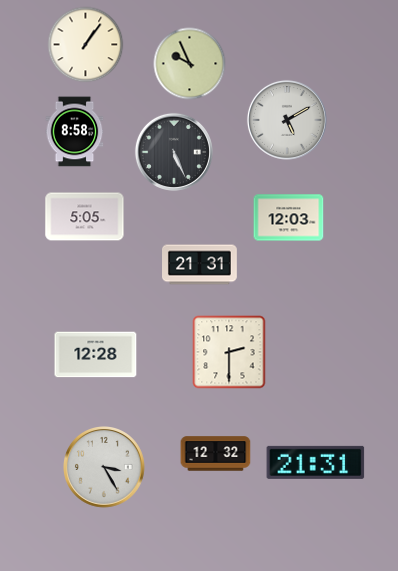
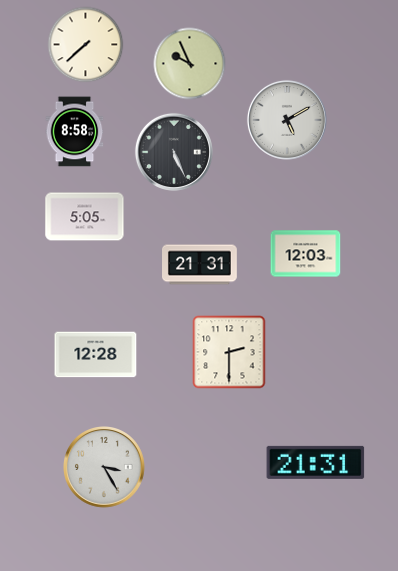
clock at (86, 45): 1:06 -> 7:38
clock at (289, 218) position: (289, 218) -> (306, 254)
clock at (216, 454): 12:32 -> none
